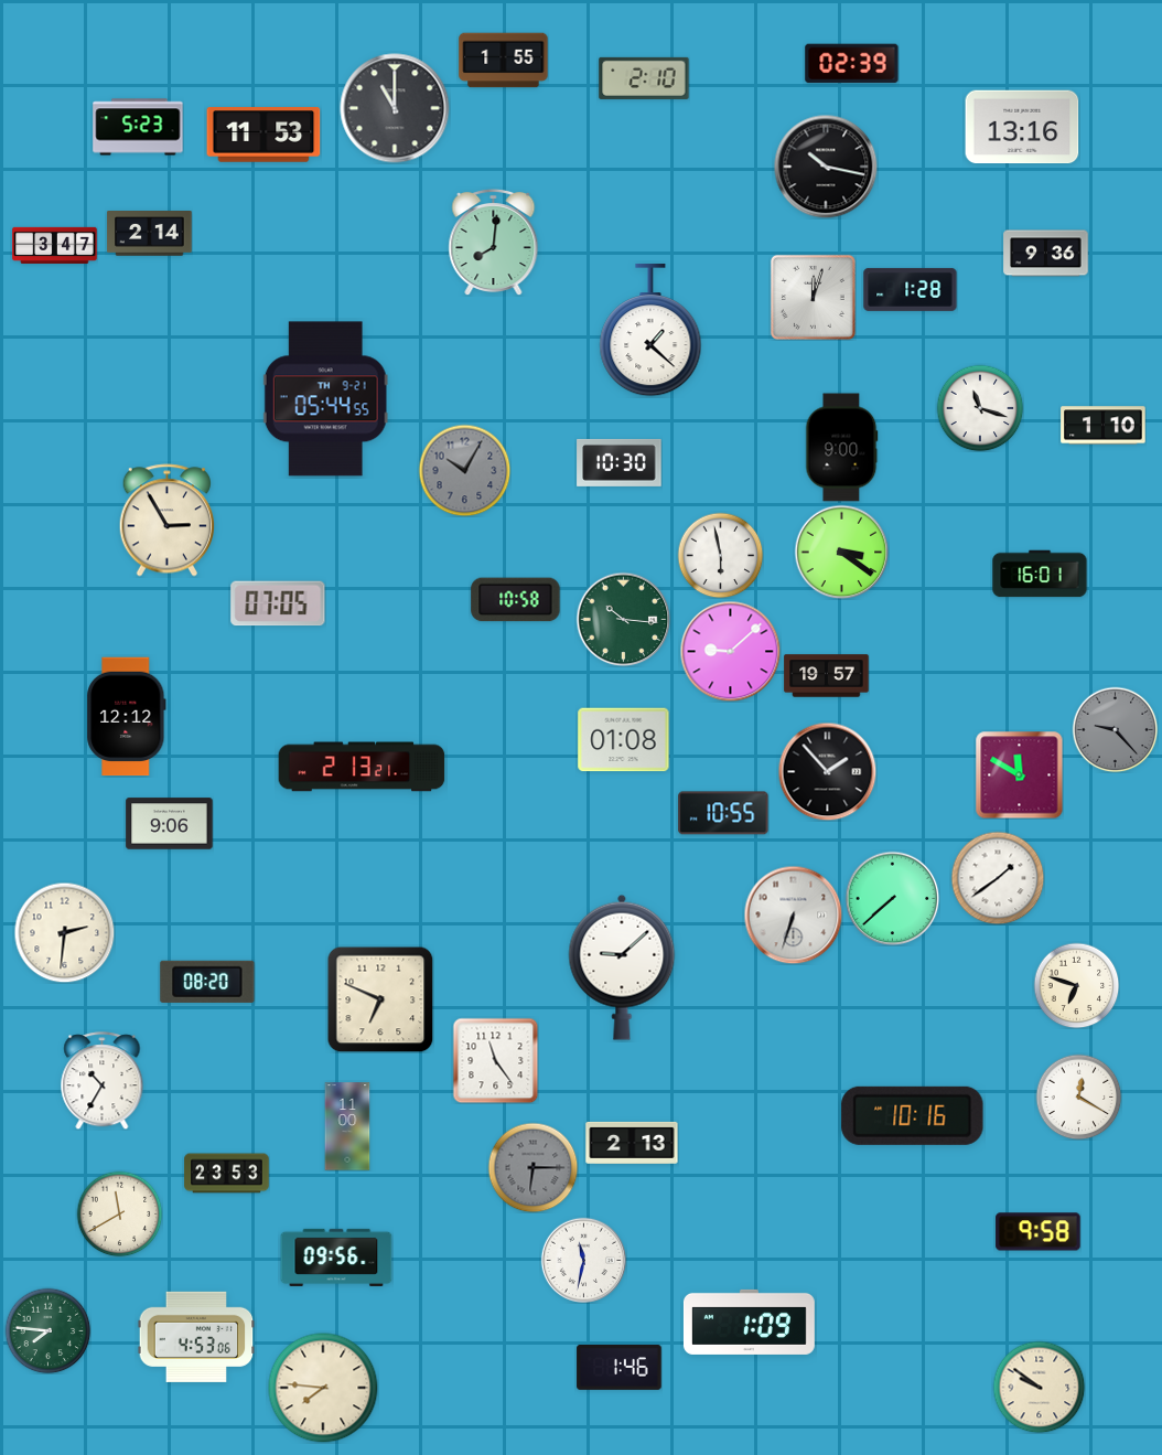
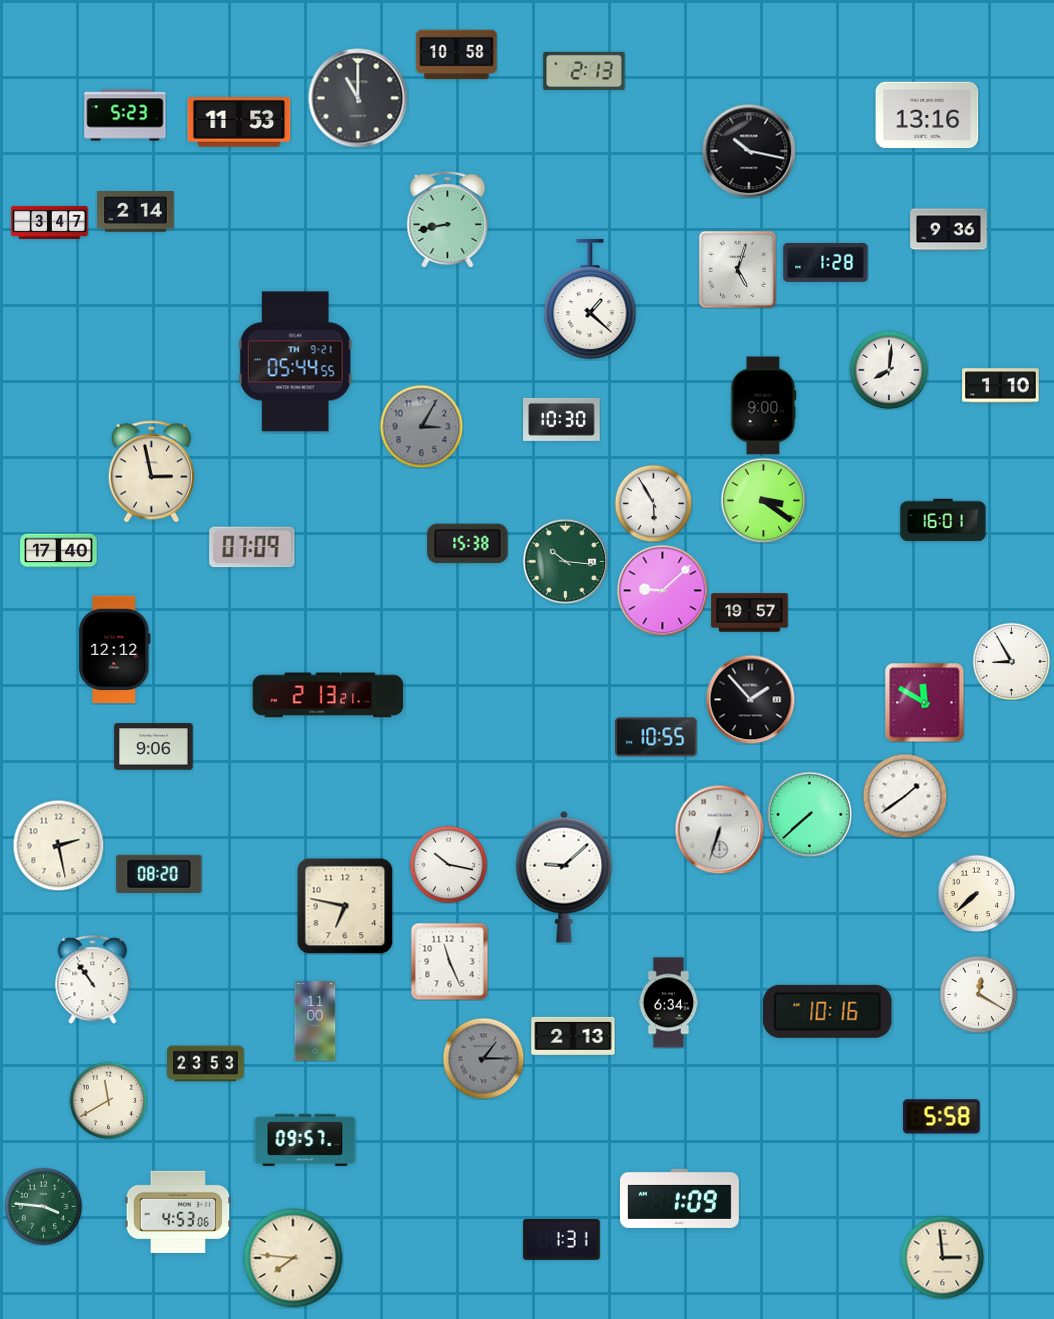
clock at (504, 61): 1:55 -> 10:58
clock at (852, 64): 02:39 -> none
clock at (644, 78): 2:10 -> 2:13
clock at (494, 242): 8:01 -> 8:43
clock at (813, 297): 12:03 -> 5:03
clock at (980, 408): 11:18 -> 8:01
clock at (464, 470): 10:05 -> 3:05
clock at (166, 521): 2:55 -> 2:58
clock at (720, 555): 5:58 -> 5:55
clock at (516, 600): 10:58 -> 15:38
clock at (278, 603): 07:05 -> 07:09
clock at (59, 551): none -> 17:40
clock at (1115, 729): 9:23 -> 8:55
clock at (1115, 729) dial: grey -> white
clock at (624, 740): 01:08 -> none
clock at (64, 932): 2:31 -> 2:28
clock at (448, 864): none -> 10:17
clock at (207, 982) position: (207, 982) -> (159, 874)
clock at (1076, 985): 6:48 -> 7:38
clock at (380, 999): 6:49 -> 6:47
clock at (495, 1060): 11:24 -> 11:26
clock at (103, 1081): 10:35 -> 10:54
clock at (669, 1003): none -> 6:34
clock at (532, 1167): 6:15 -> 1:15
clock at (1039, 1232): 9:58 -> 5:58
clock at (336, 1258): 09:56 -> 09:57
clock at (583, 1260): 11:32 -> none
clock at (47, 1330): 7:46 -> 3:46
clock at (620, 1367): 1:46 -> 1:31
clock at (1039, 1387): 9:51 -> 2:59
